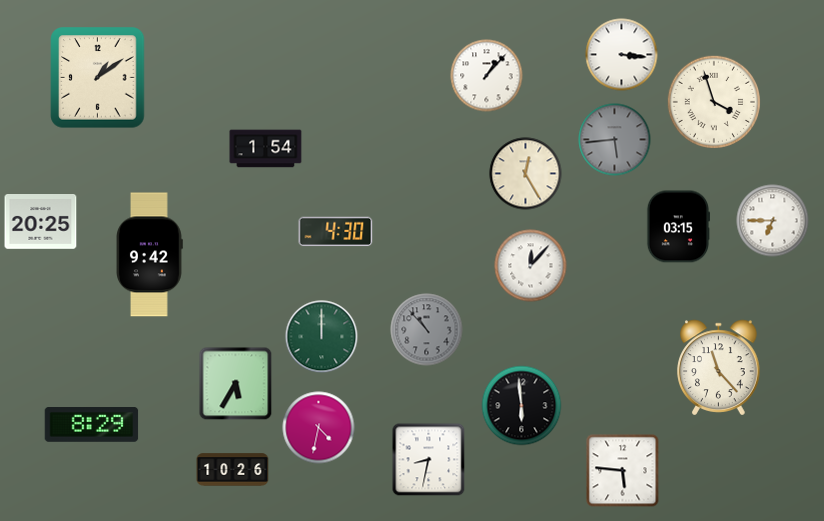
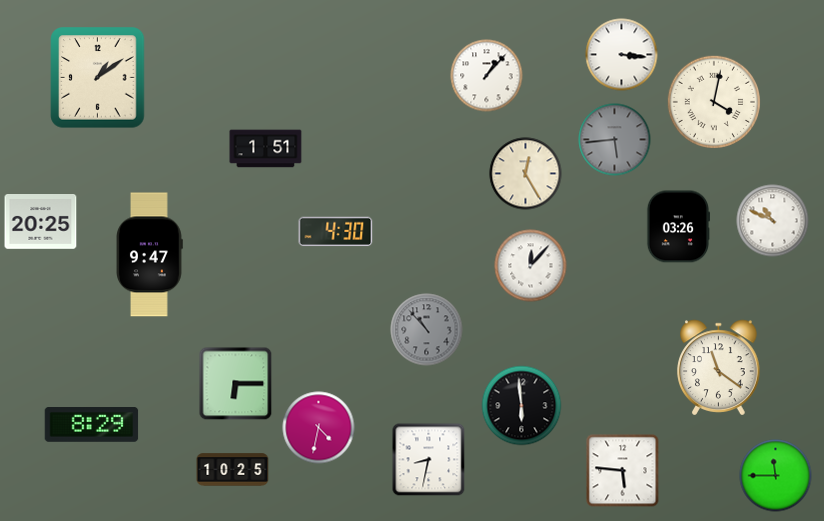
clock at (713, 101): 3:57 -> 4:02
clock at (266, 149): 1:54 -> 1:51
clock at (773, 221): 6:45 -> 10:49
clock at (677, 227): 03:15 -> 03:26
clock at (149, 255): 9:42 -> 9:47
clock at (322, 337): 12:00 -> none
clock at (719, 368): 11:23 -> 11:21
clock at (236, 384): 5:35 -> 6:15
clock at (233, 470): 10:26 -> 10:25
clock at (776, 476): none -> 11:45
